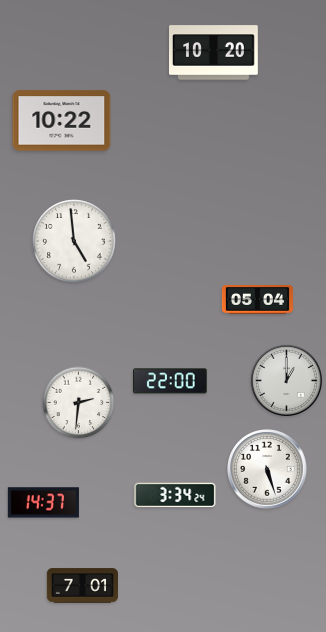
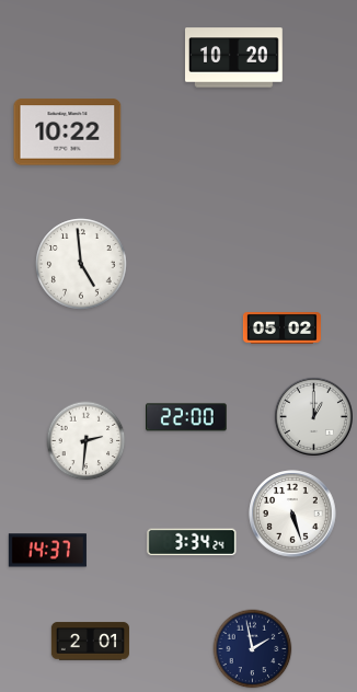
clock at (257, 300): 05:04 -> 05:02
clock at (82, 586): 7:01 -> 2:01
clock at (253, 649): none -> 1:58
